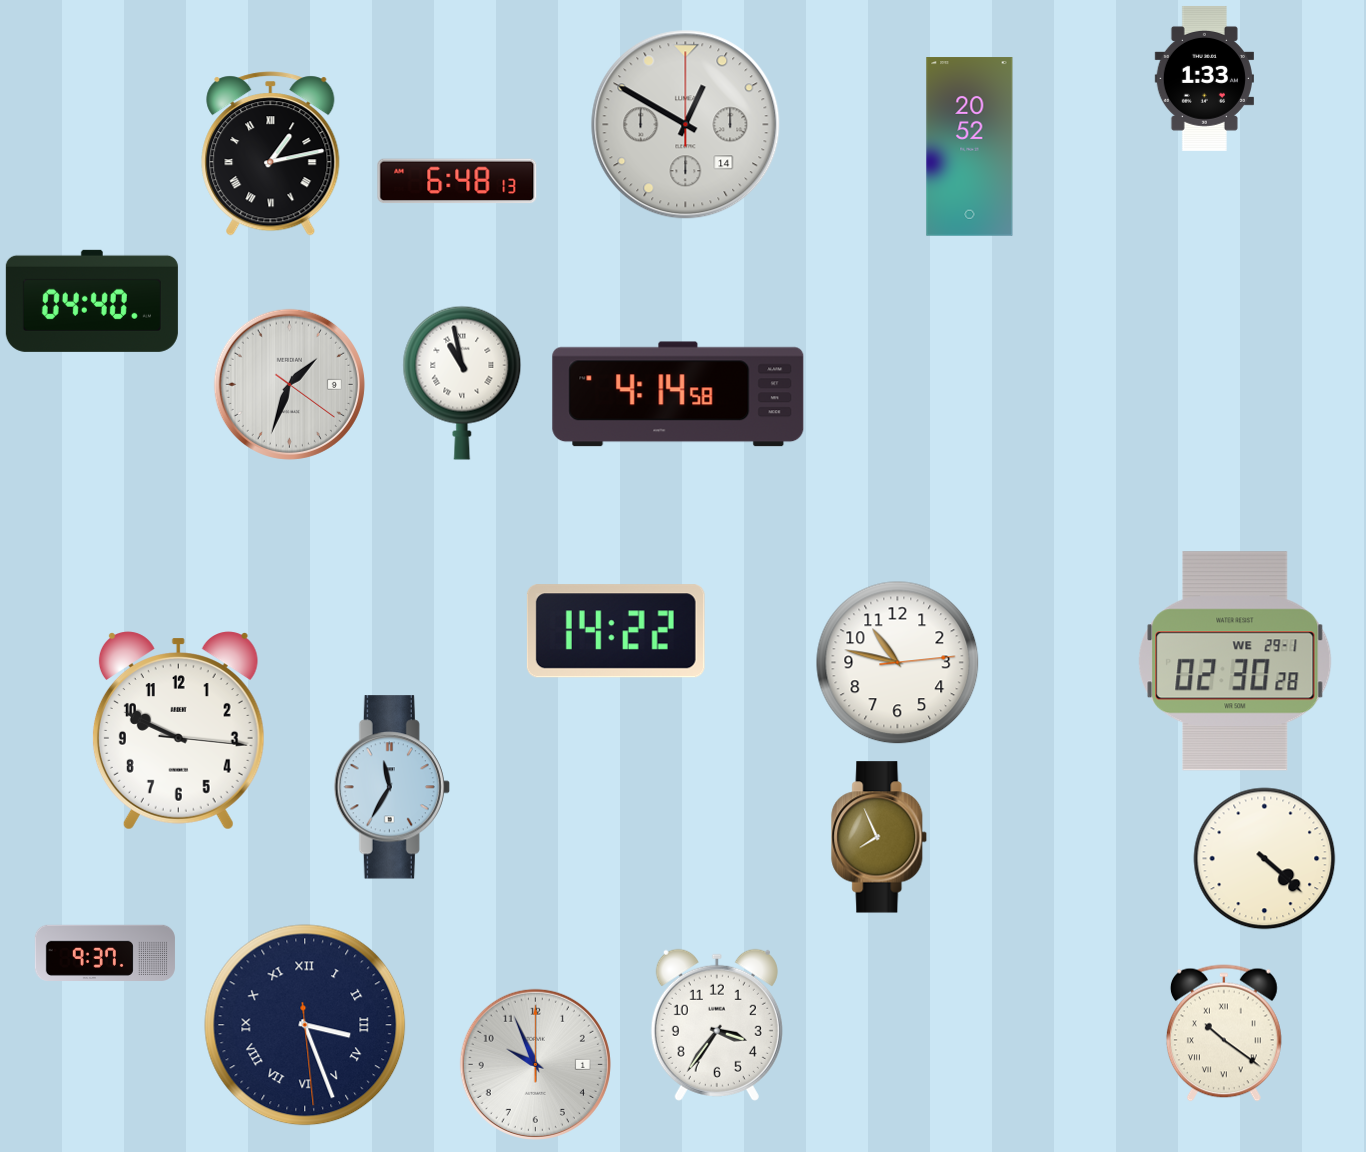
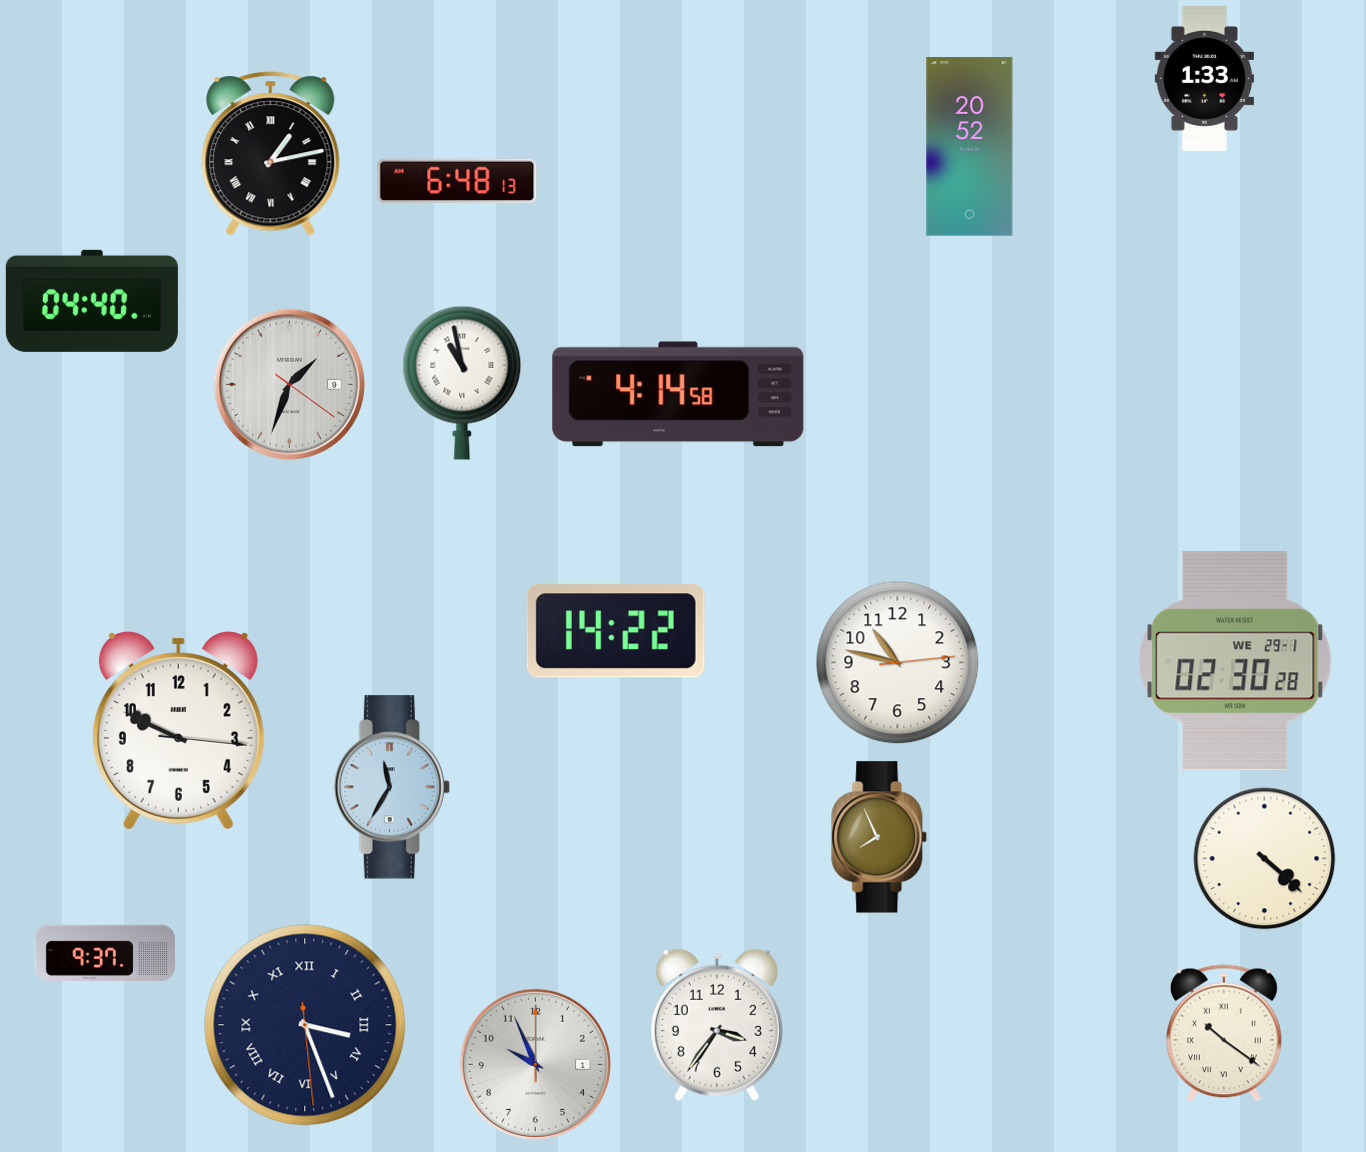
clock at (686, 125): 12:50 -> none
